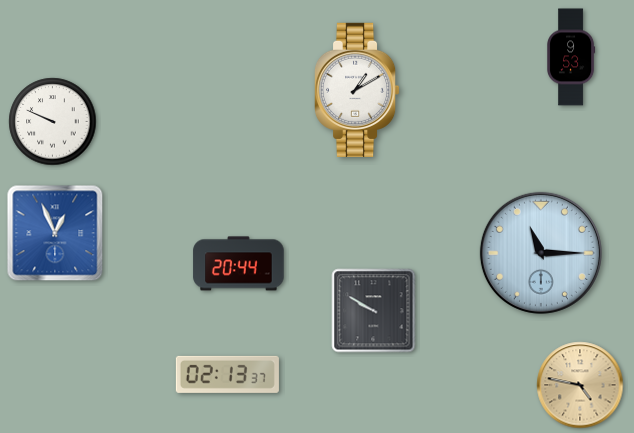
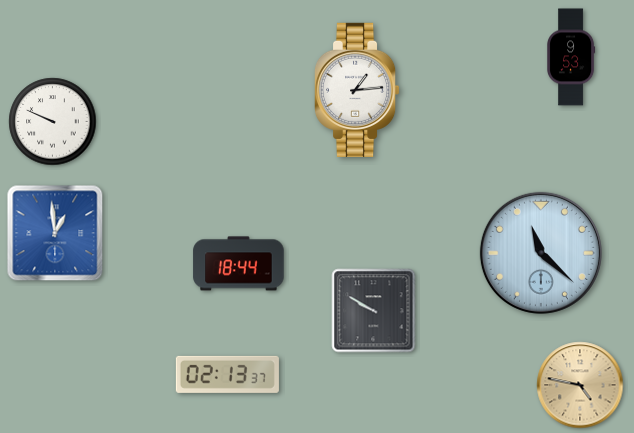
clock at (357, 90): 1:10 -> 1:14
clock at (55, 233): 12:56 -> 12:59
clock at (541, 253): 11:15 -> 11:22
clock at (239, 264): 20:44 -> 18:44
